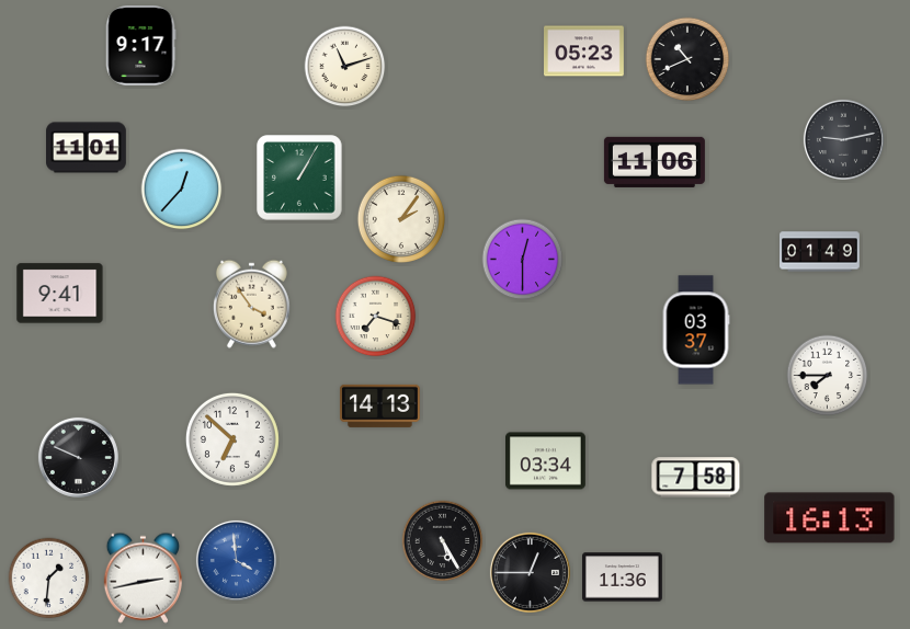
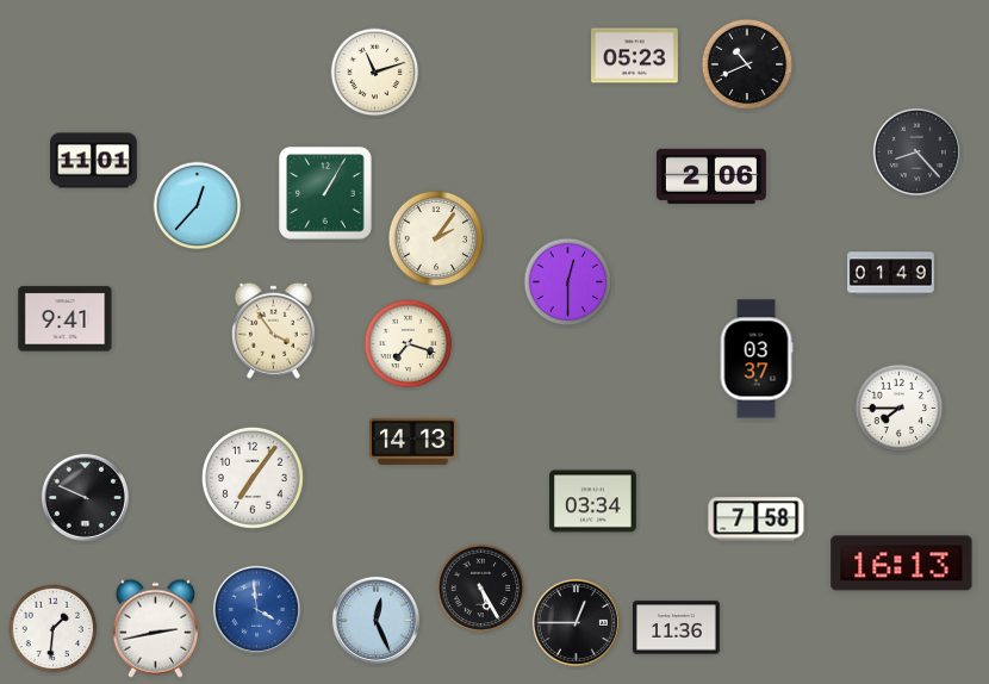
clock at (141, 45): 9:17 -> none
clock at (843, 139): 9:13 -> 8:23
clock at (655, 162): 11:06 -> 2:06
clock at (232, 439): 6:52 -> 7:06
clock at (375, 620): none -> 12:26
